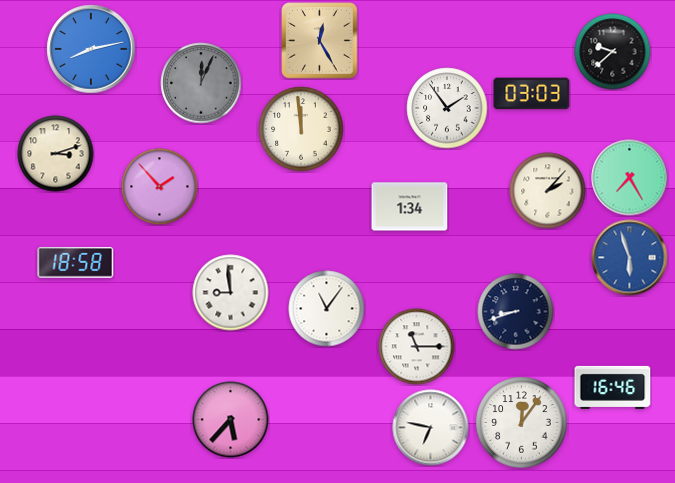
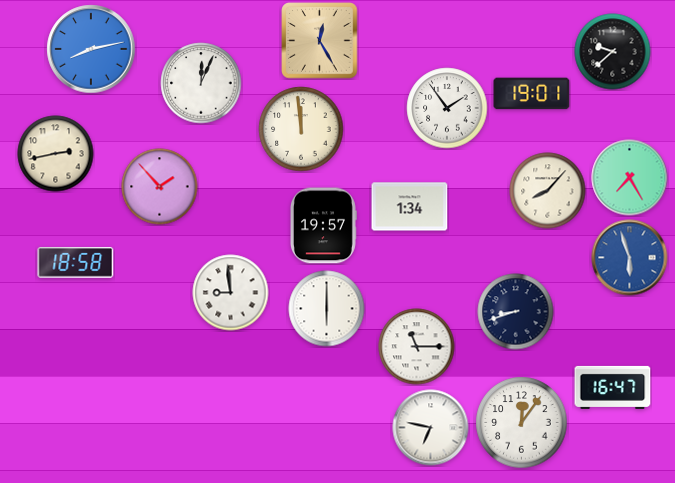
clock at (201, 83) dial: grey -> white
clock at (532, 94): 03:03 -> 19:01
clock at (56, 154): 3:12 -> 2:43
clock at (548, 191): 2:07 -> 8:07
clock at (324, 226): none -> 19:57
clock at (327, 309): 11:06 -> 6:00
clock at (613, 387): 16:46 -> 16:47
clock at (231, 420): 5:37 -> none
